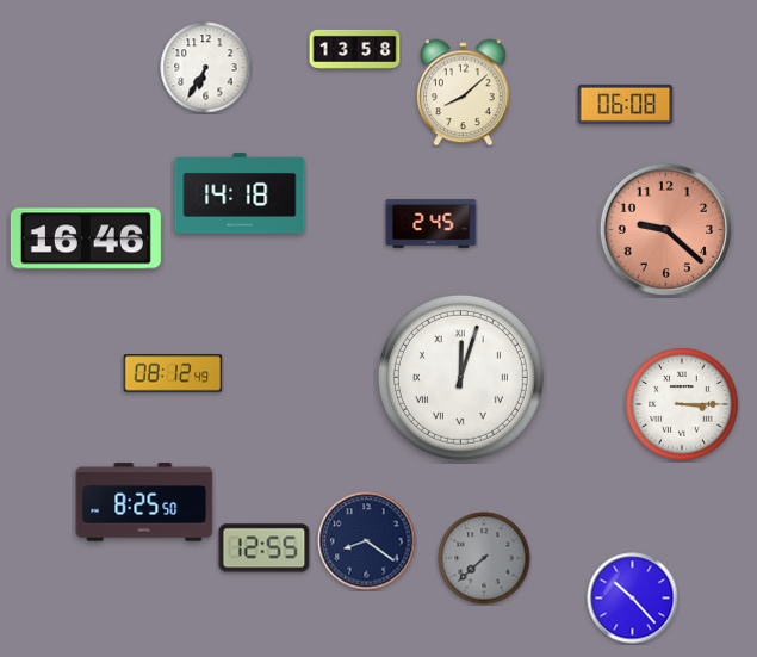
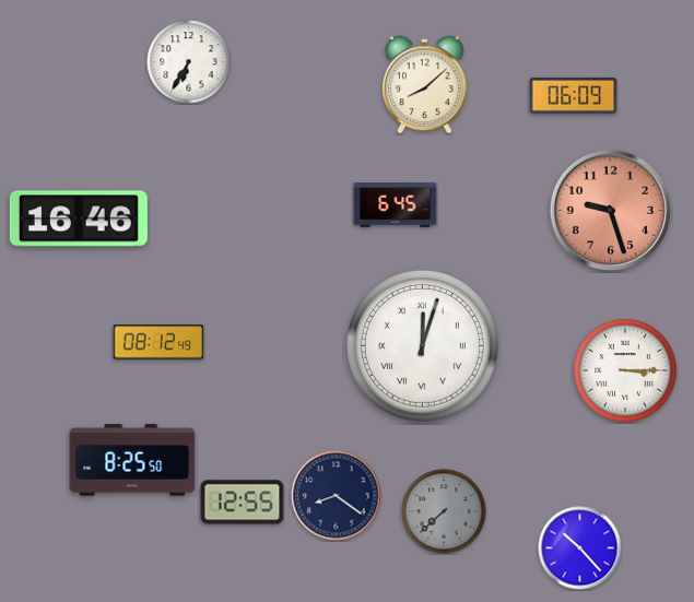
clock at (355, 49): 13:58 -> none
clock at (626, 104): 06:08 -> 06:09
clock at (240, 193): 14:18 -> none
clock at (432, 224): 2:45 -> 6:45
clock at (665, 229): 9:22 -> 9:27
